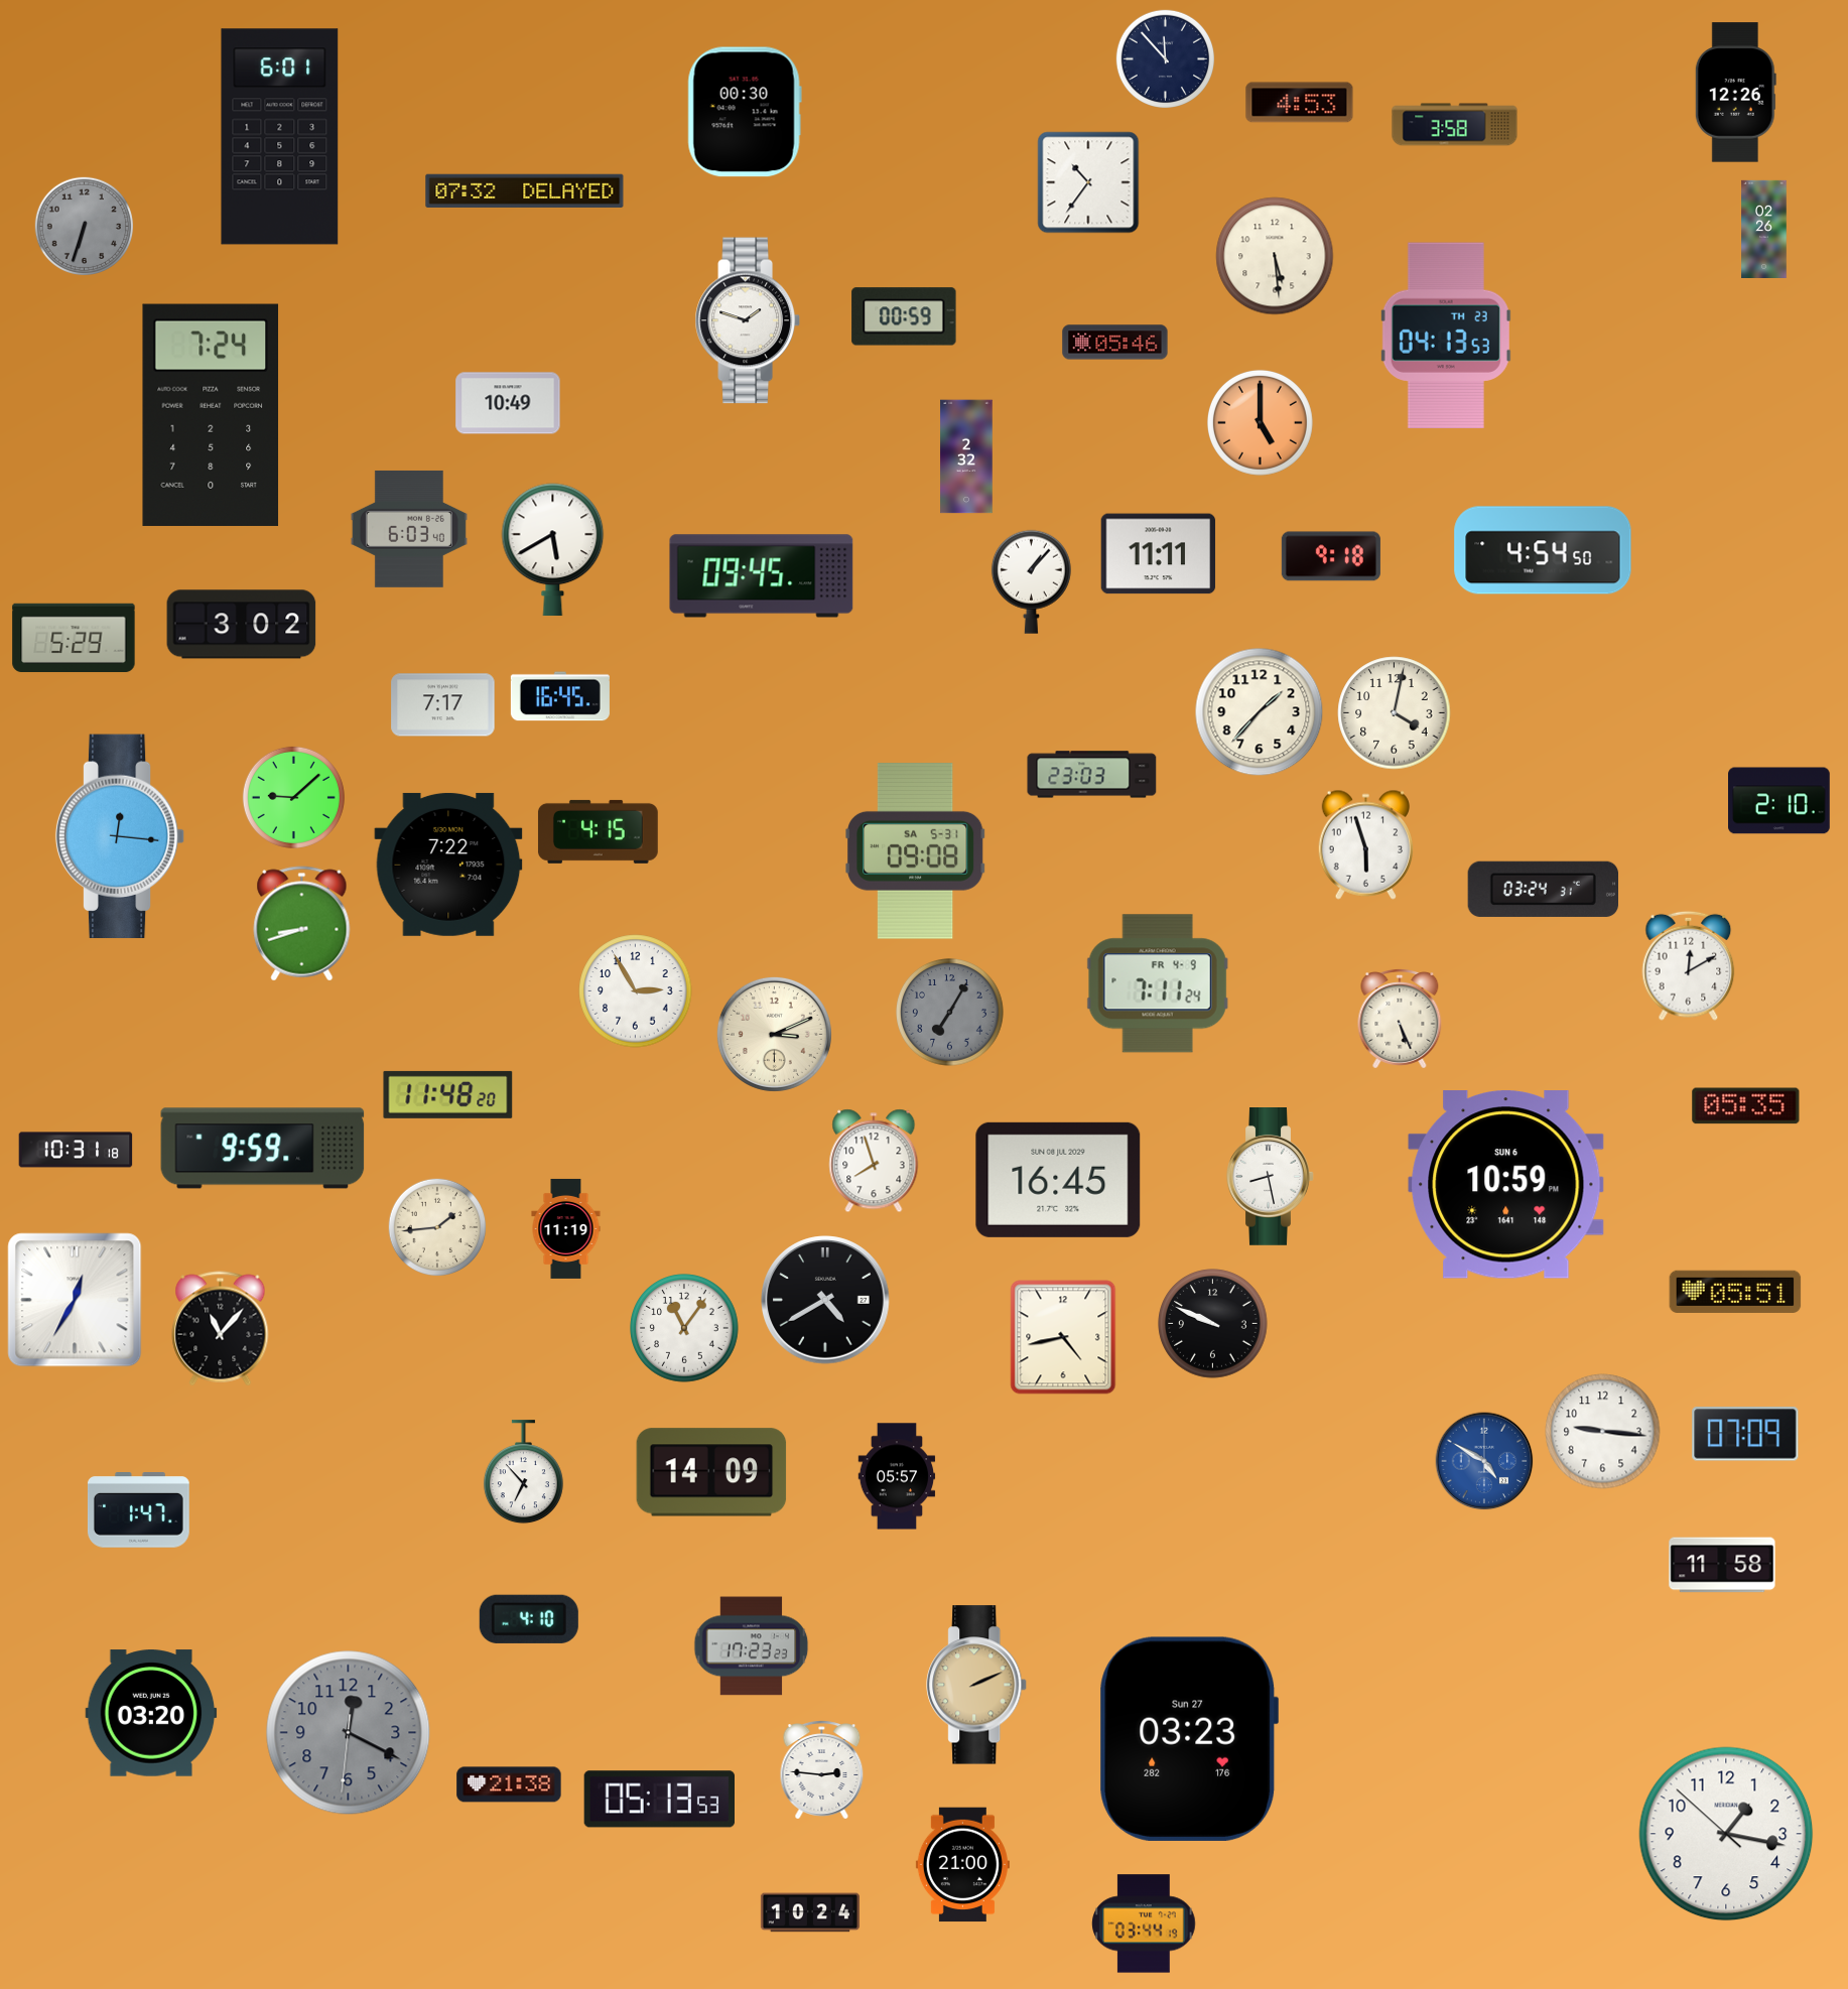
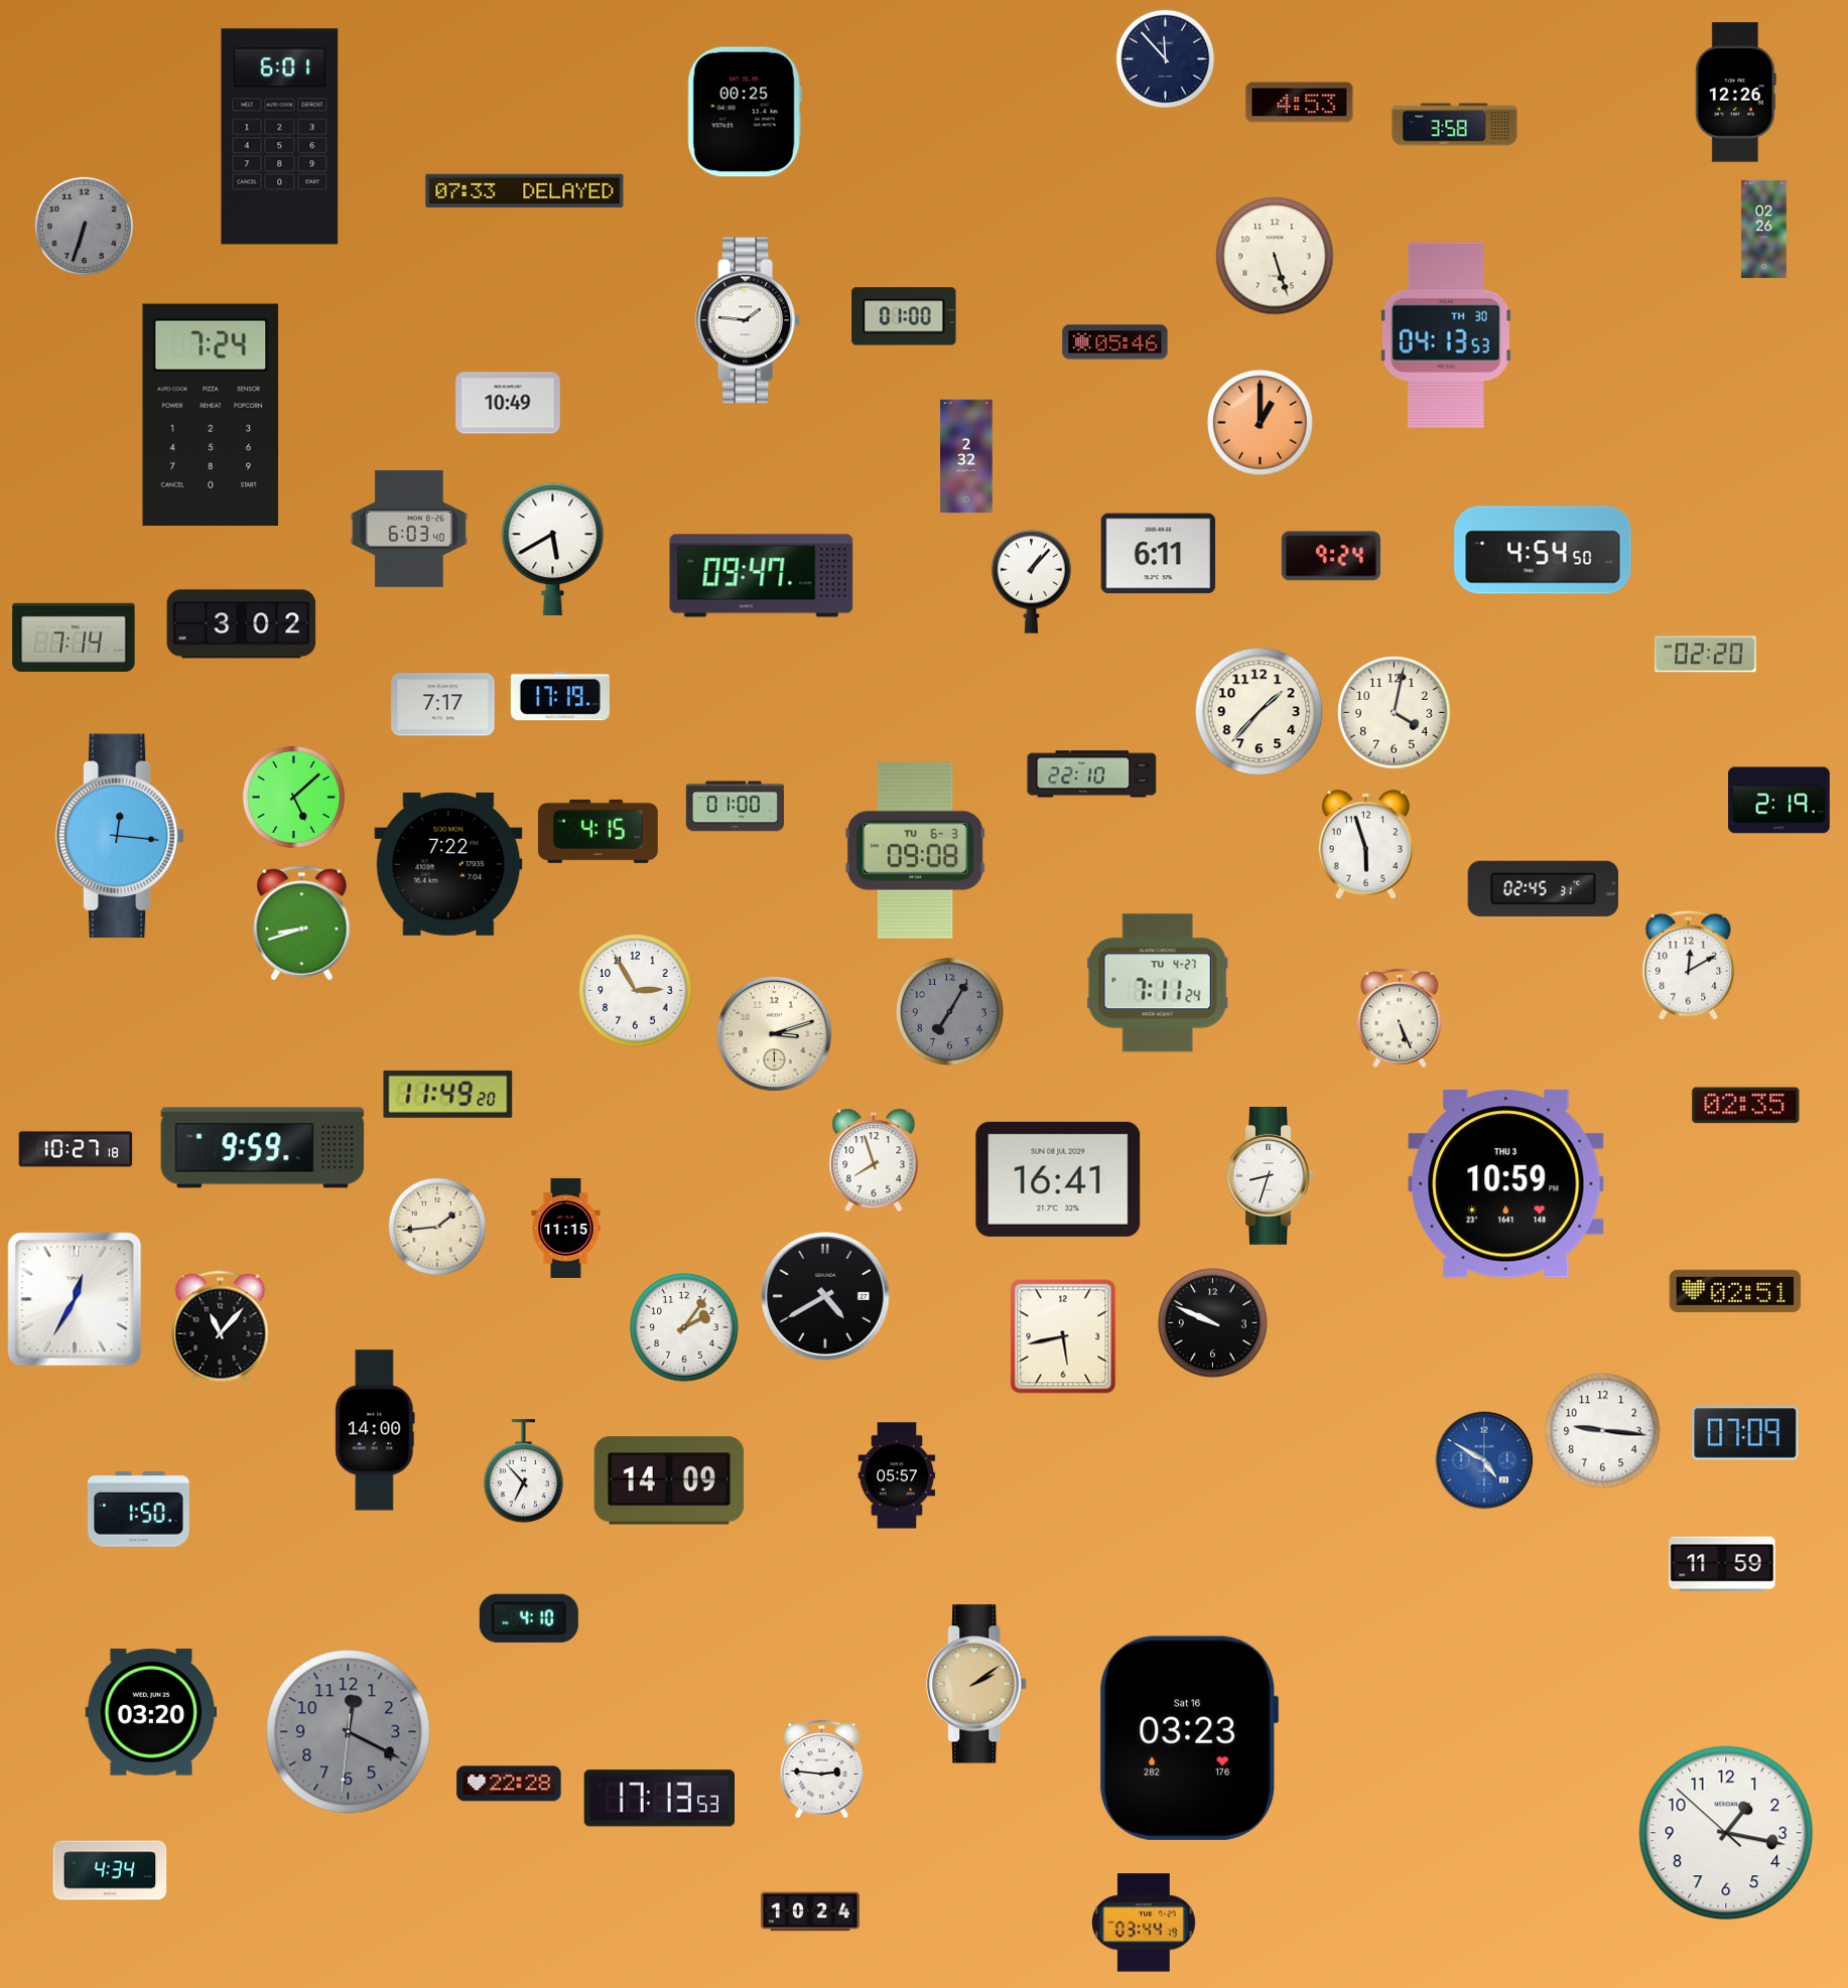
clock at (745, 112): 00:30 -> 00:25
clock at (1088, 182): 10:36 -> none
clock at (525, 190): 07:32 -> 07:33
clock at (1275, 256): 5:29 -> 5:27
clock at (904, 316): 00:59 -> 01:00
clock at (748, 320): 1:48 -> 1:46
clock at (1446, 335) date: TH 23 -> TH 30
clock at (1260, 422): 5:00 -> 1:00
clock at (1159, 554): 11:11 -> 6:11
clock at (1331, 556): 9:18 -> 9:24
clock at (762, 576): 09:45 -> 09:47
clock at (74, 638): 5:29 -> 7:14
clock at (1705, 655): none -> 02:20
clock at (560, 696): 16:45 -> 17:19
clock at (1092, 775): 23:03 -> 22:10
clock at (293, 797): 9:08 -> 5:08
clock at (1779, 801): 2:10 -> 2:19
clock at (735, 807): none -> 01:00
clock at (916, 851) date: SA 5-31 -> TU 6-3
clock at (1543, 889): 03:24 -> 02:45
clock at (1158, 983) date: FR 4-9 -> TU 4-27
clock at (774, 1034): 3:11 -> 3:12
clock at (448, 1094): 11:48 -> 11:49
clock at (1746, 1106): 05:35 -> 02:35
clock at (76, 1150): 10:31 -> 10:27
clock at (1271, 1177): 8:28 -> 8:33
clock at (1058, 1180): 16:45 -> 16:41
clock at (1506, 1185) date: SUN 6 -> THU 3
clock at (566, 1228): 11:19 -> 11:15
clock at (1735, 1291): 05:51 -> 02:51
clock at (825, 1300) position: (825, 1300) -> (825, 1296)
clock at (684, 1328): 11:06 -> 2:06
clock at (1063, 1337): 4:43 -> 5:43
clock at (375, 1430): none -> 14:00
clock at (711, 1472) position: (711, 1472) -> (669, 1480)
clock at (139, 1510): 1:47 -> 1:50
clock at (1722, 1565): 11:58 -> 11:59
clock at (752, 1646): 17:23 -> none
clock at (977, 1685): 2:11 -> 2:09
clock at (1189, 1739) date: Sun 27 -> Sat 16
clock at (509, 1784): 21:38 -> 22:28
clock at (659, 1800): 05:13 -> 17:13
clock at (962, 1865): 21:00 -> none
clock at (110, 1870): none -> 4:34
